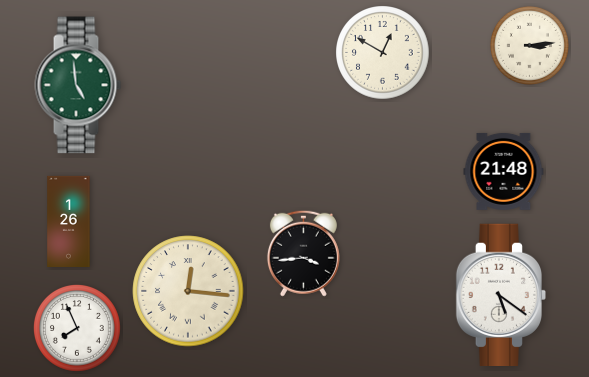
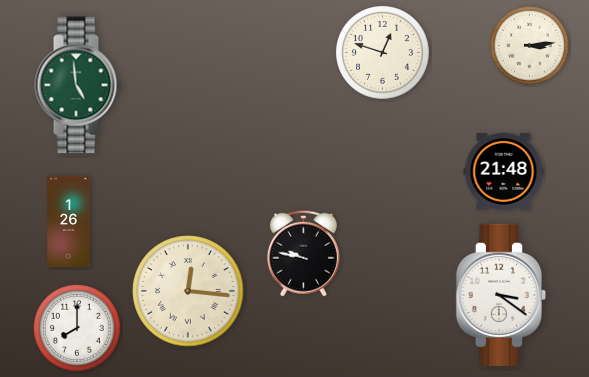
clock at (383, 53): 12:50 -> 12:48
clock at (303, 253): 3:44 -> 9:47
clock at (500, 294): 5:21 -> 3:21
clock at (77, 328): 7:56 -> 8:00
